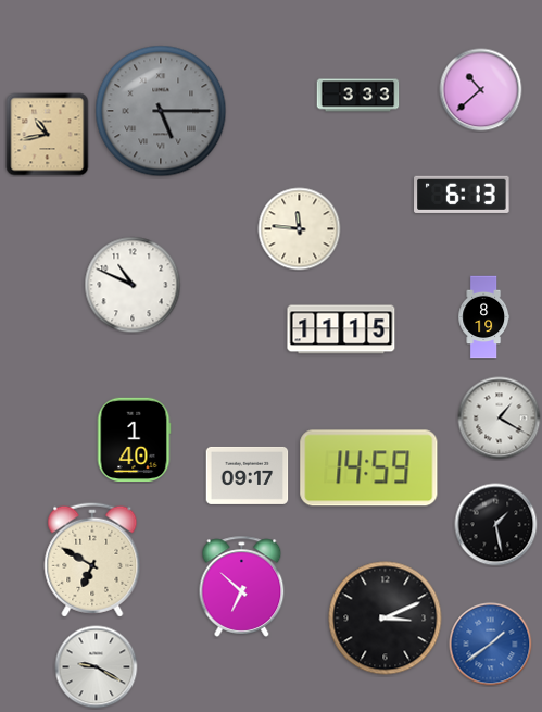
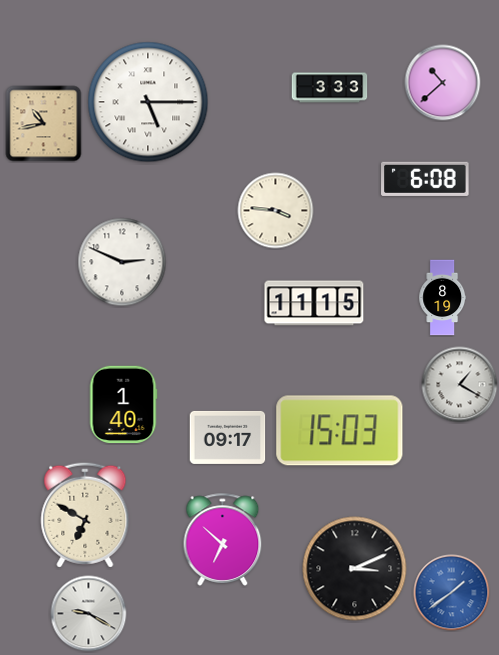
clock at (161, 111) dial: grey -> white
clock at (462, 195): 6:13 -> 6:08
clock at (300, 229): 11:46 -> 3:46
clock at (133, 285): 10:49 -> 2:49
clock at (484, 317) position: (484, 317) -> (443, 298)
clock at (369, 469): 14:59 -> 15:03
clock at (496, 525): 1:28 -> none
